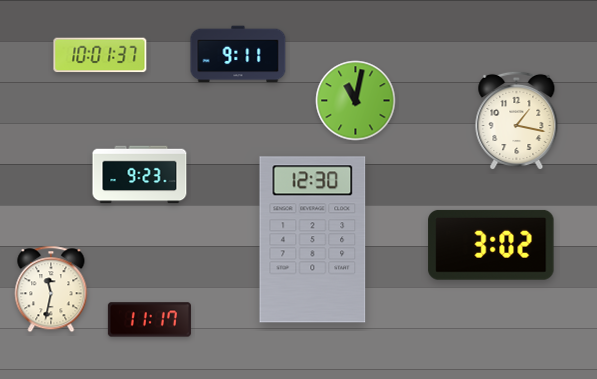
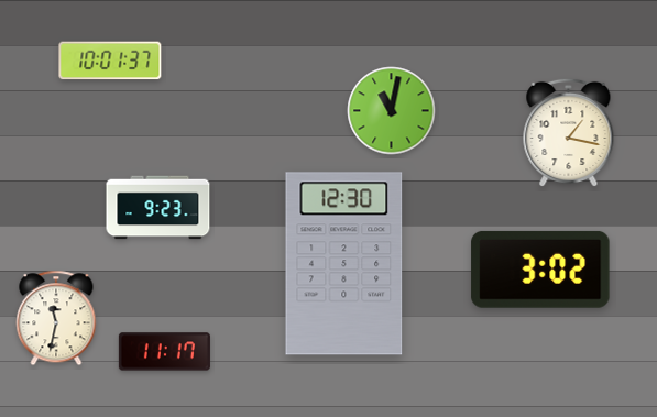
clock at (238, 54): 9:11 -> none
clock at (140, 175) position: (140, 175) -> (158, 208)
